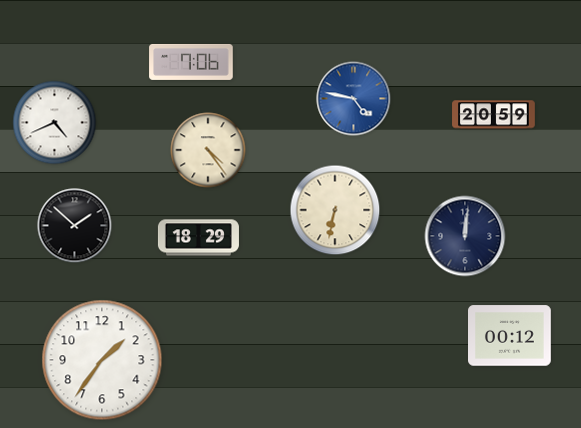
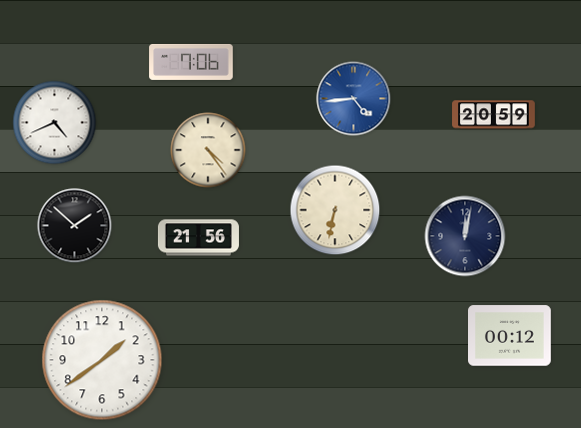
clock at (354, 99): 4:47 -> 4:44
clock at (465, 236): 12:01 -> 12:02
clock at (198, 238): 18:29 -> 21:56
clock at (102, 360): 1:36 -> 1:39
